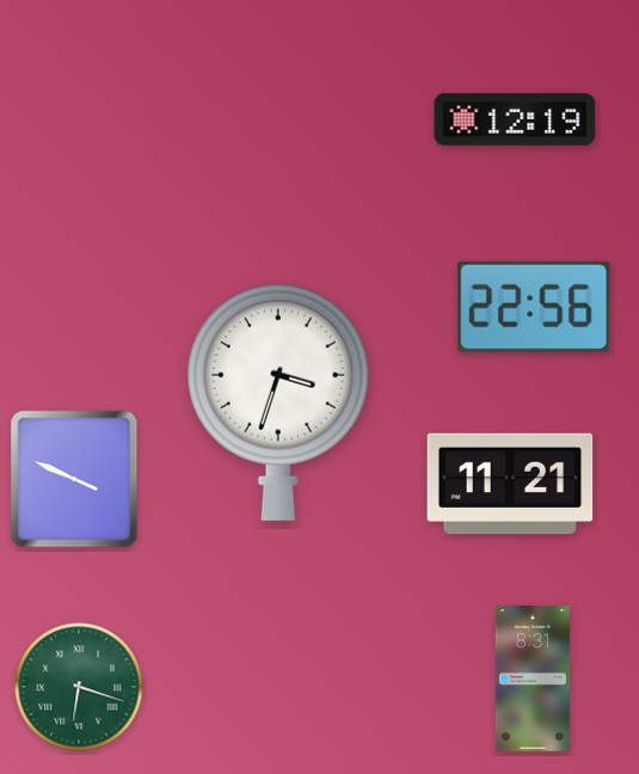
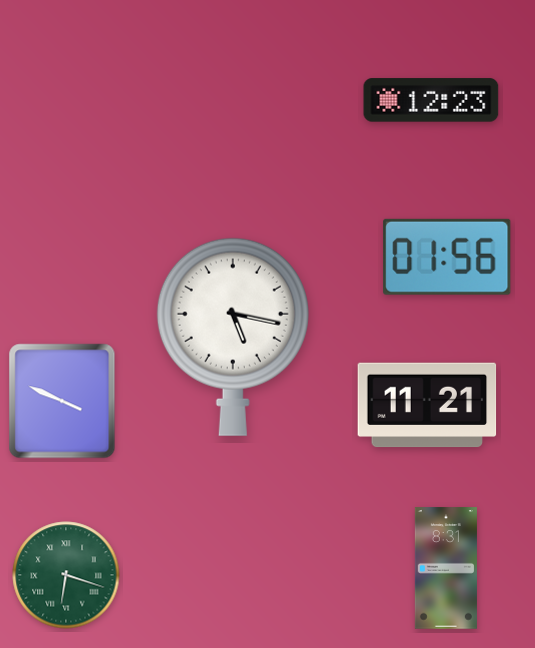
clock at (515, 119): 12:19 -> 12:23
clock at (534, 307): 22:56 -> 01:56
clock at (278, 403): 3:33 -> 5:17
